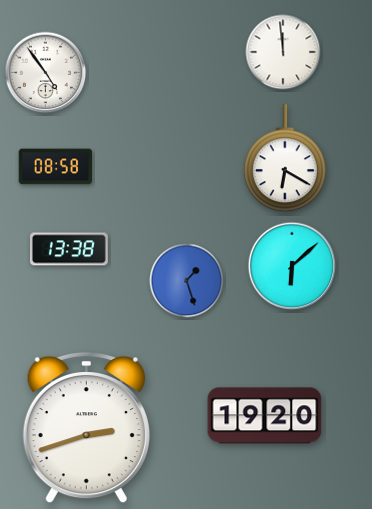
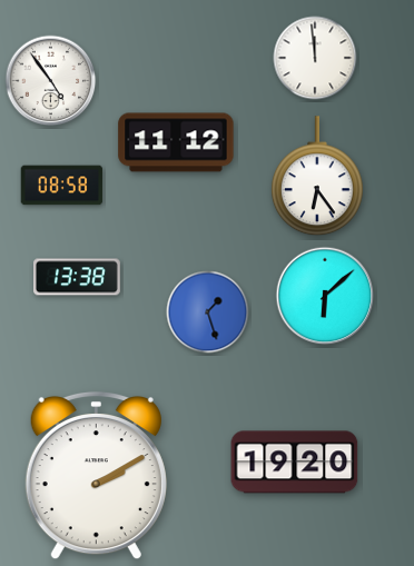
clock at (176, 142): none -> 11:12
clock at (285, 159): 6:20 -> 6:24
clock at (86, 428): 2:42 -> 2:10
